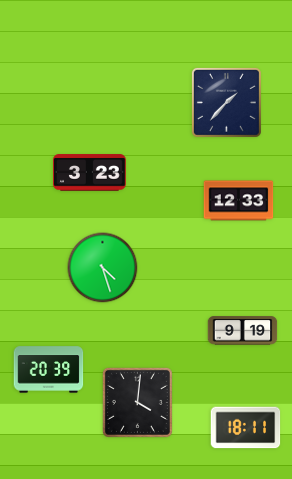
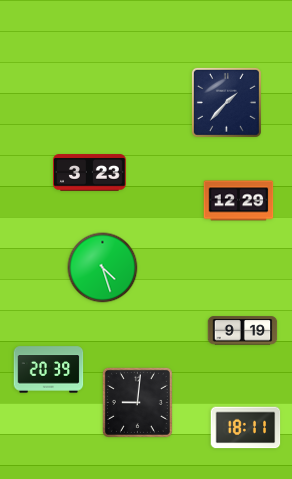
clock at (239, 201): 12:33 -> 12:29
clock at (137, 402): 4:01 -> 9:01
